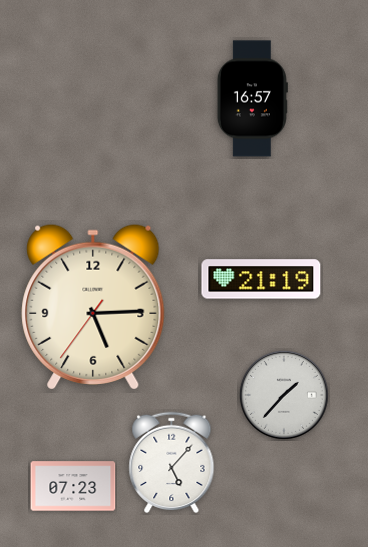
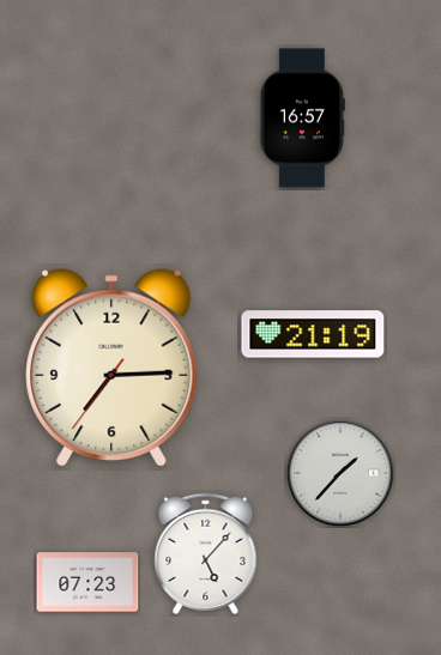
clock at (93, 307): 5:14 -> 7:14
